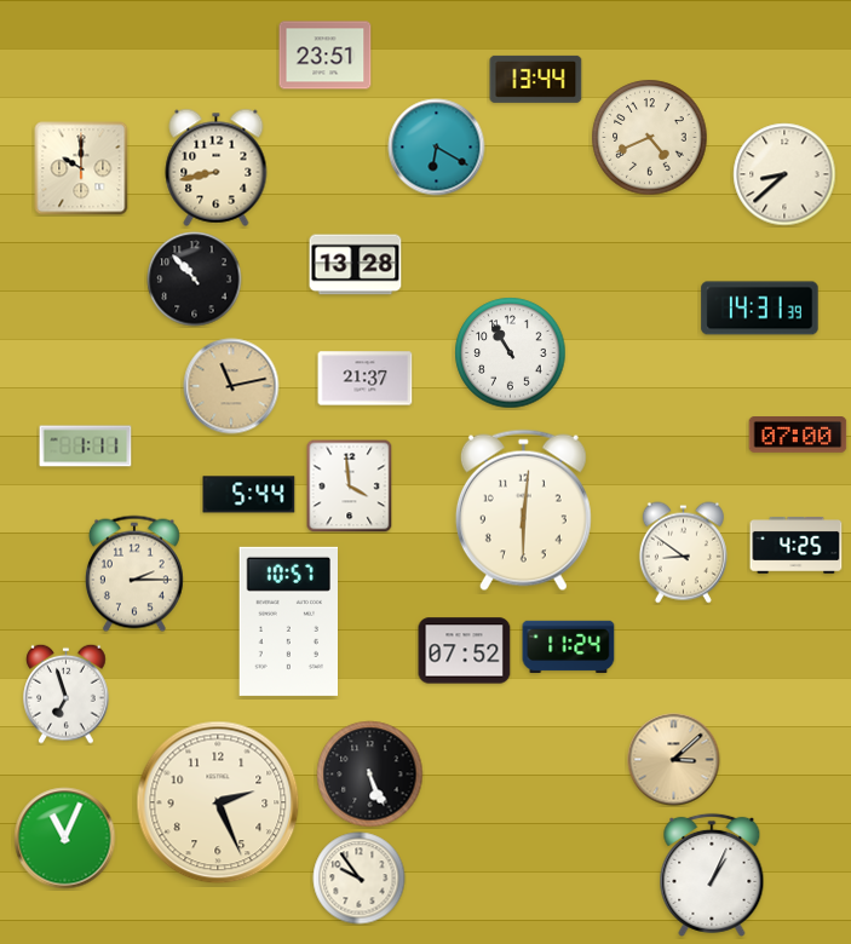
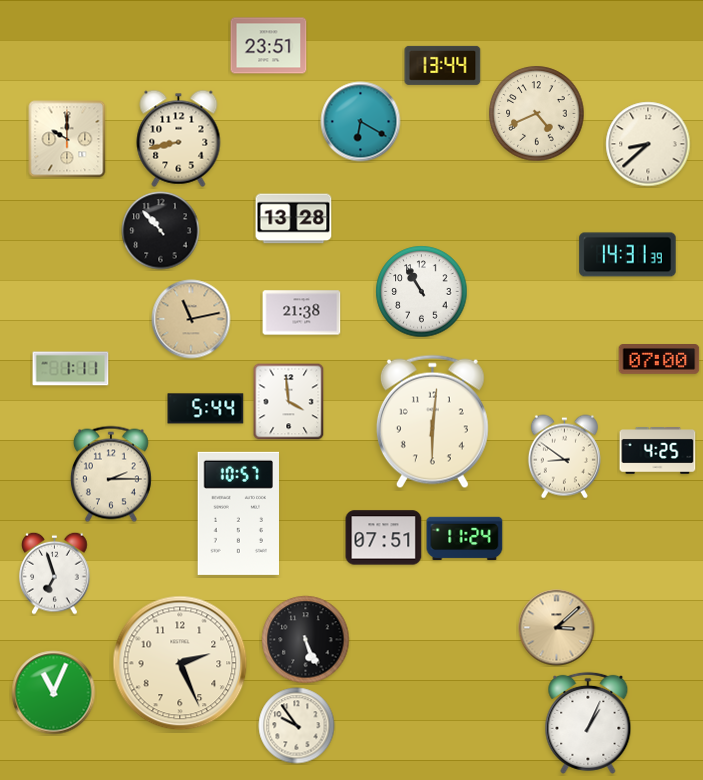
clock at (366, 379): 21:37 -> 21:38
clock at (569, 646) position: (569, 646) -> (465, 538)
clock at (465, 651): 07:52 -> 07:51
